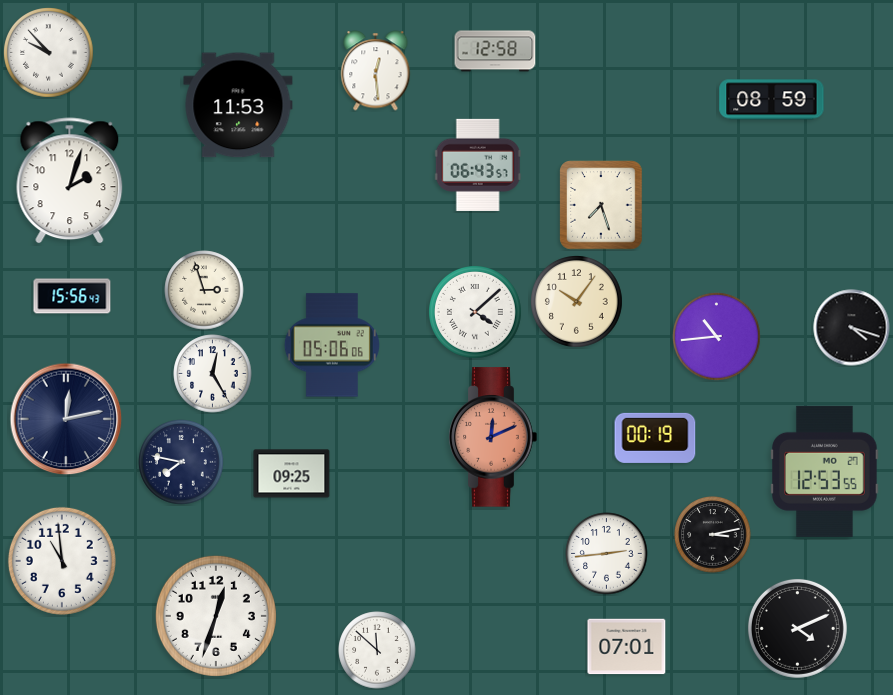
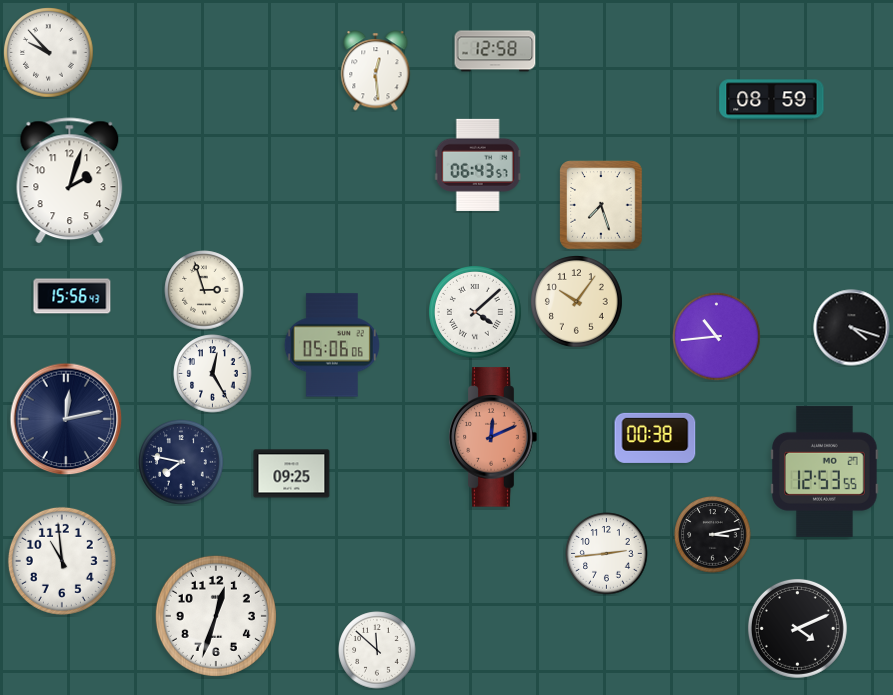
clock at (238, 105): 11:53 -> none
clock at (655, 438): 00:19 -> 00:38
clock at (627, 647): 07:01 -> none
